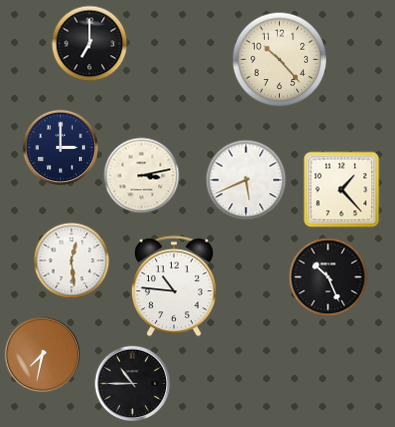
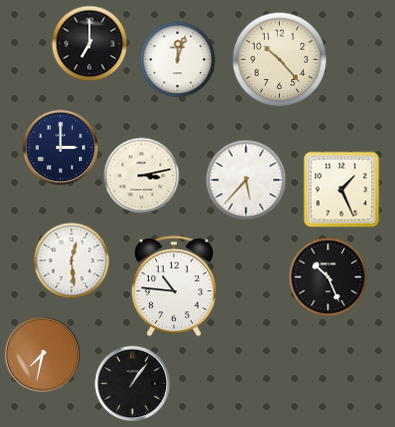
clock at (178, 60): none -> 12:03
clock at (246, 180): 5:41 -> 5:37
clock at (342, 190): 1:23 -> 1:26
clock at (133, 384): 10:45 -> 1:06
